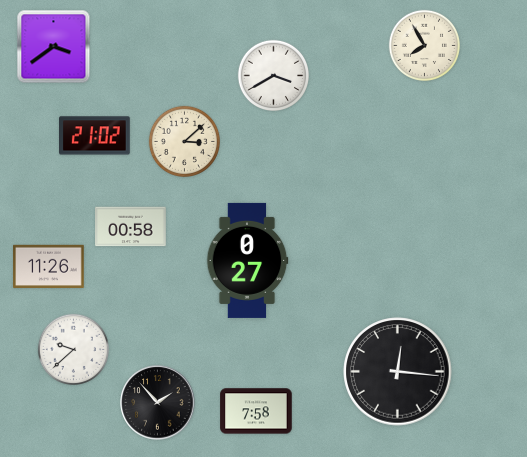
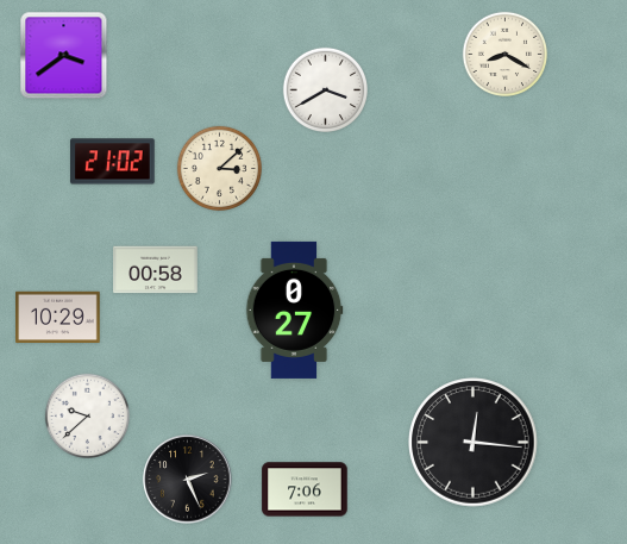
clock at (424, 45): 7:55 -> 8:20
clock at (49, 266): 11:26 -> 10:29
clock at (158, 403): 1:53 -> 2:26
clock at (256, 411): 7:58 -> 7:06
